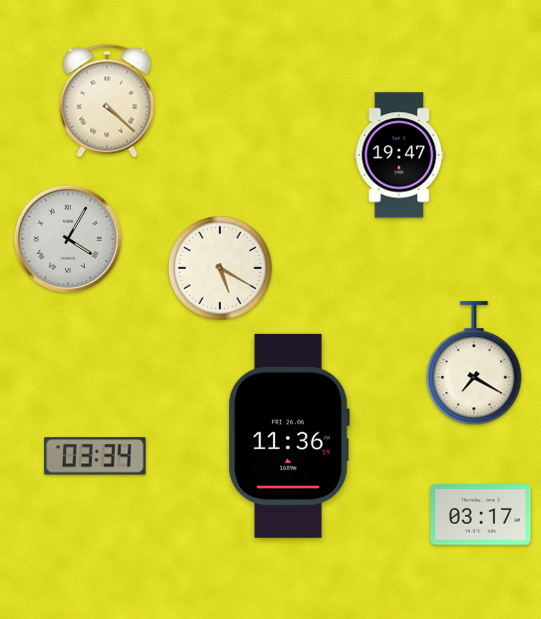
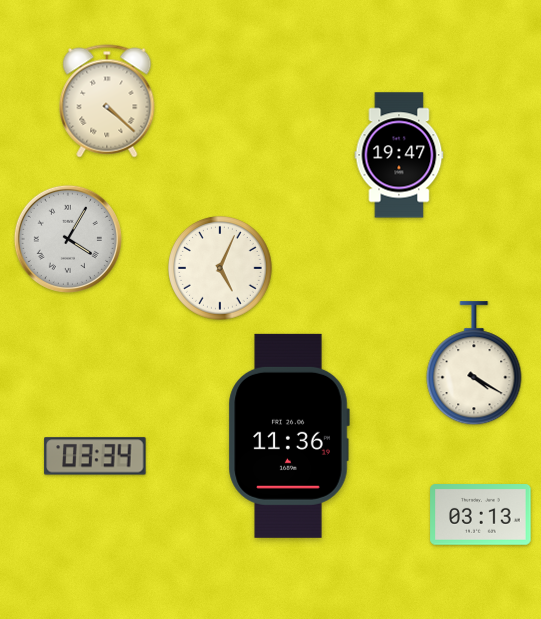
clock at (221, 269): 5:20 -> 5:04
clock at (474, 364): 7:20 -> 4:20
clock at (481, 515): 03:17 -> 03:13
